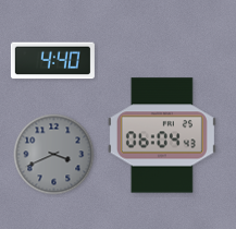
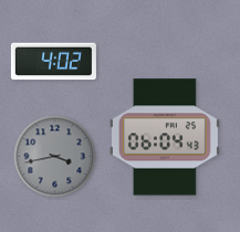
clock at (52, 61): 4:40 -> 4:02
clock at (54, 155): 3:41 -> 3:43
